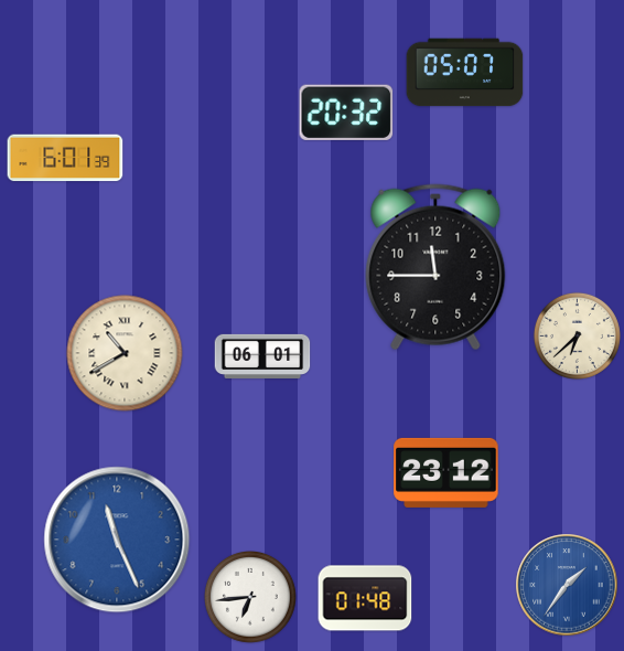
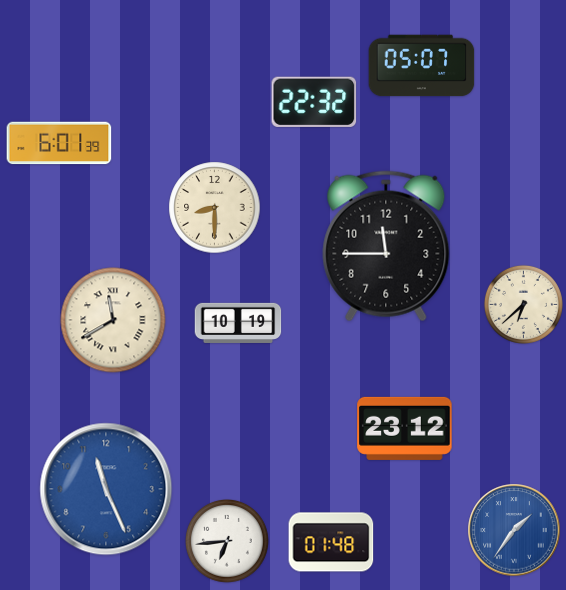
clock at (346, 113): 20:32 -> 22:32
clock at (215, 208): none -> 8:30
clock at (435, 267) position: (435, 267) -> (386, 246)
clock at (125, 353): 10:40 -> 11:40
clock at (262, 356): 06:01 -> 10:19
